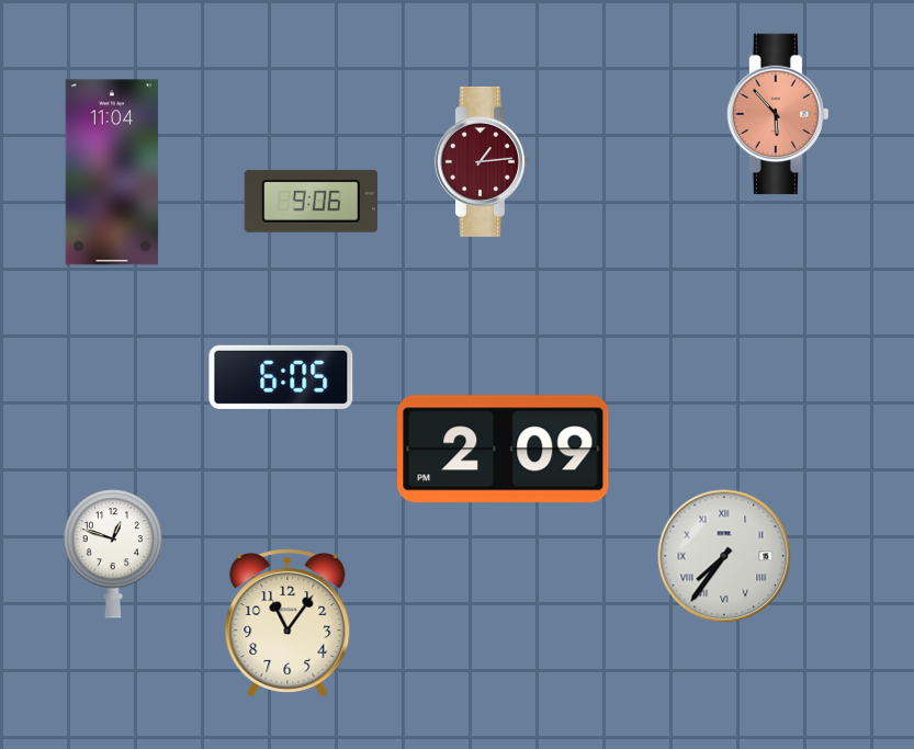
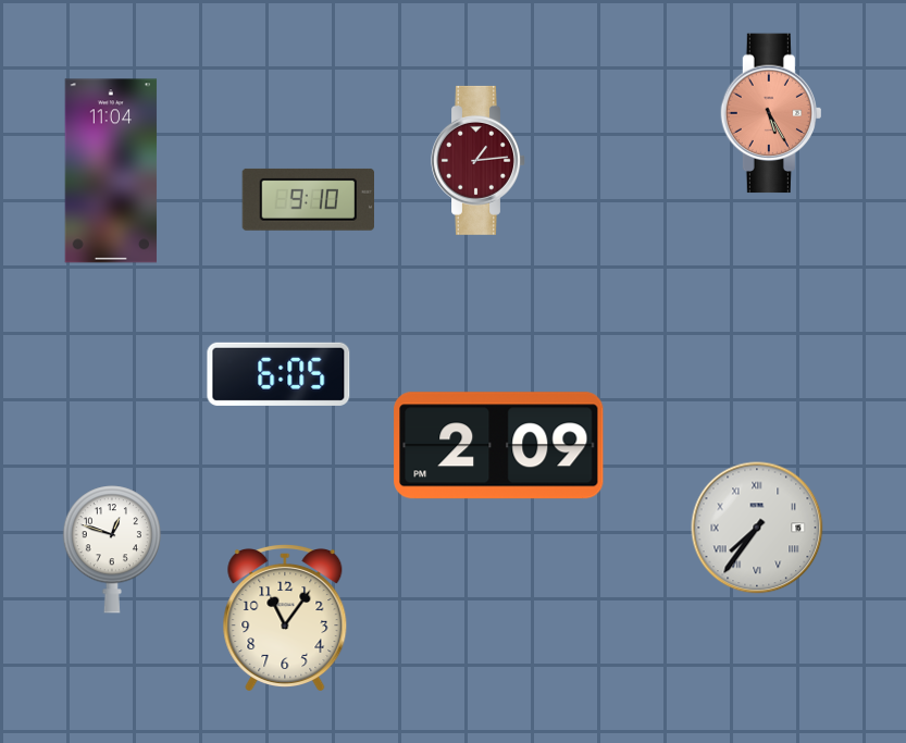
clock at (777, 114): 5:53 -> 5:25
clock at (311, 201): 9:06 -> 9:10
clock at (724, 556) position: (724, 556) -> (757, 528)
